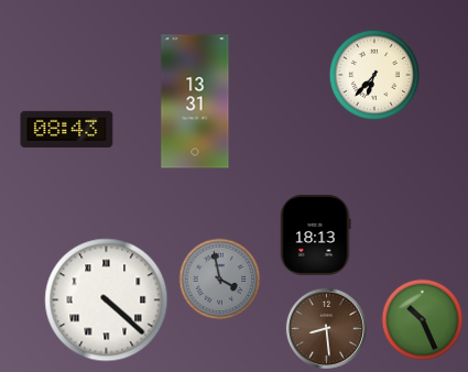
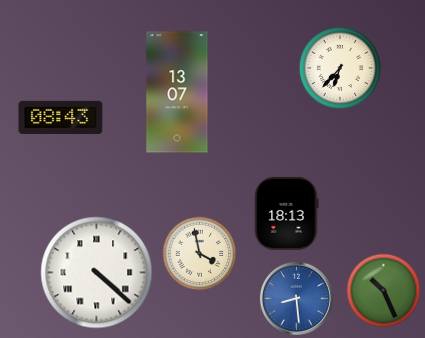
clock at (195, 101): 13:31 -> 13:07
clock at (220, 280) dial: grey -> cream
clock at (326, 328) dial: brown -> blue
